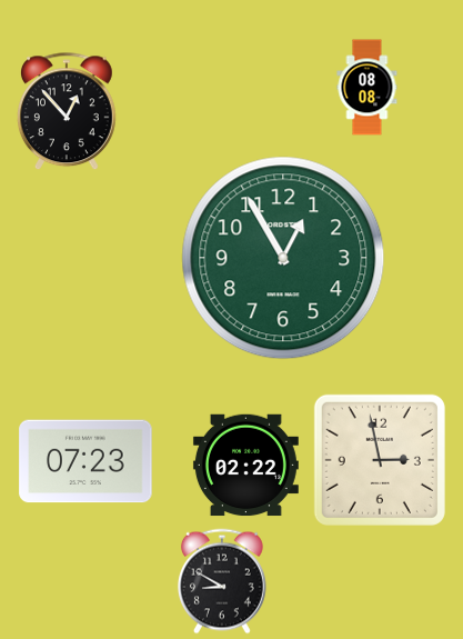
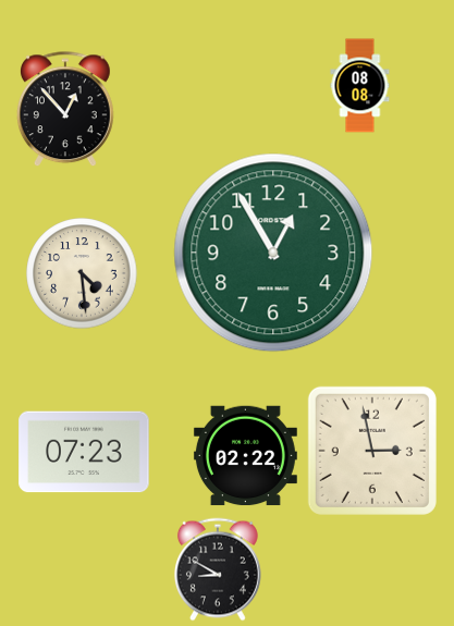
clock at (283, 258) position: (283, 258) -> (273, 253)
clock at (82, 273): none -> 4:29
clock at (245, 466) position: (245, 466) -> (245, 456)
